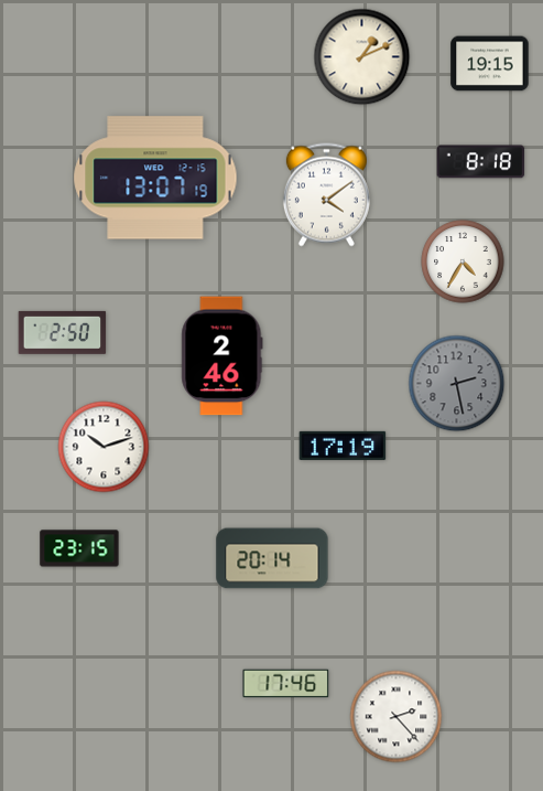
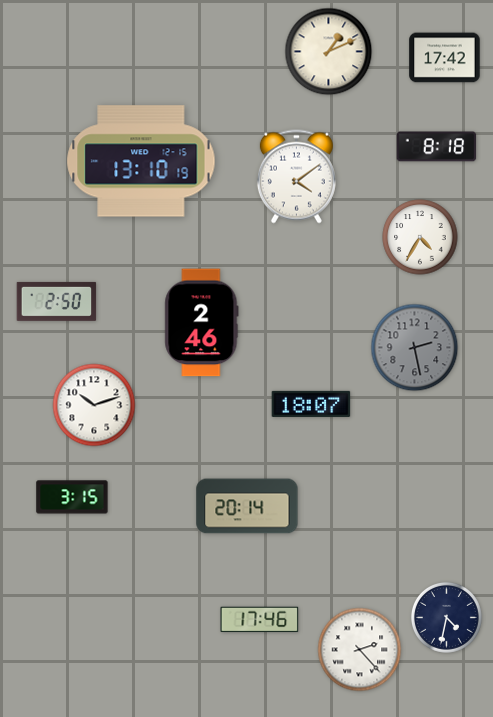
clock at (490, 64): 19:15 -> 17:42
clock at (155, 178): 13:07 -> 13:10
clock at (343, 446): 17:19 -> 18:07
clock at (79, 548): 23:15 -> 3:15
clock at (446, 617): none -> 4:32
